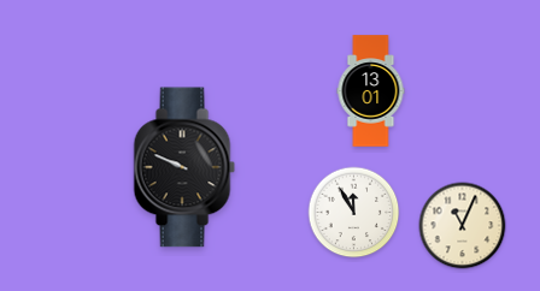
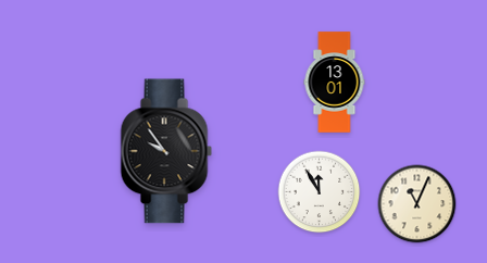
clock at (184, 167): 9:49 -> 9:54
